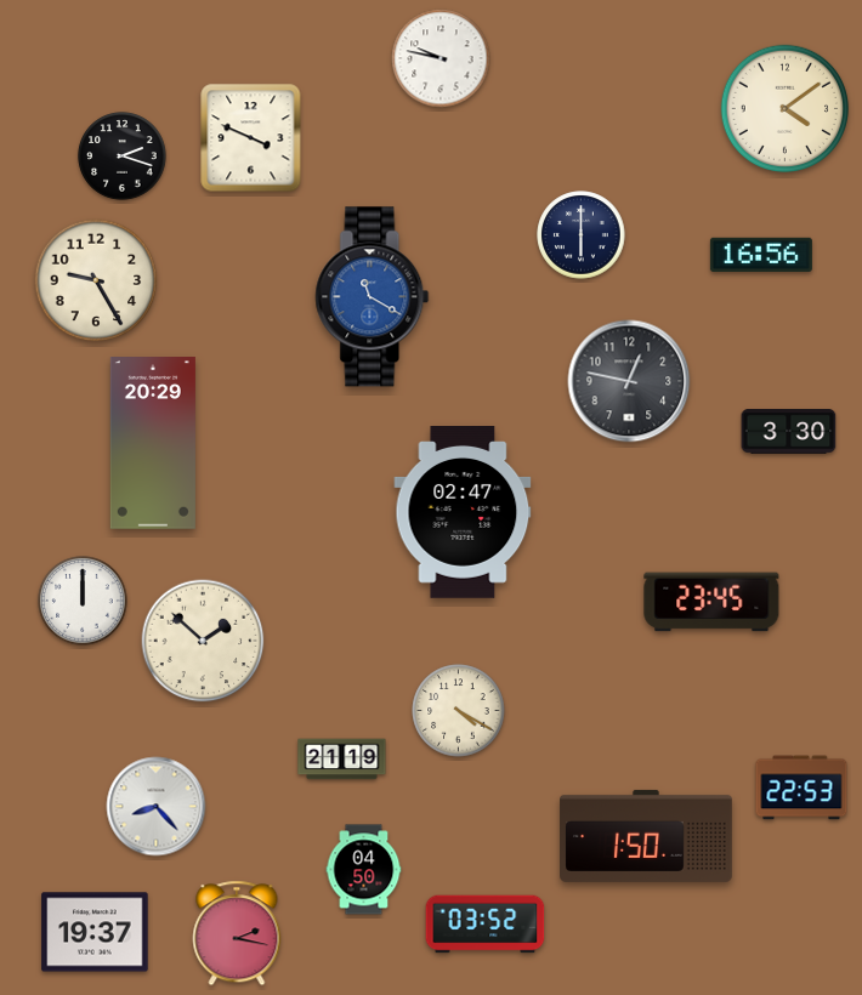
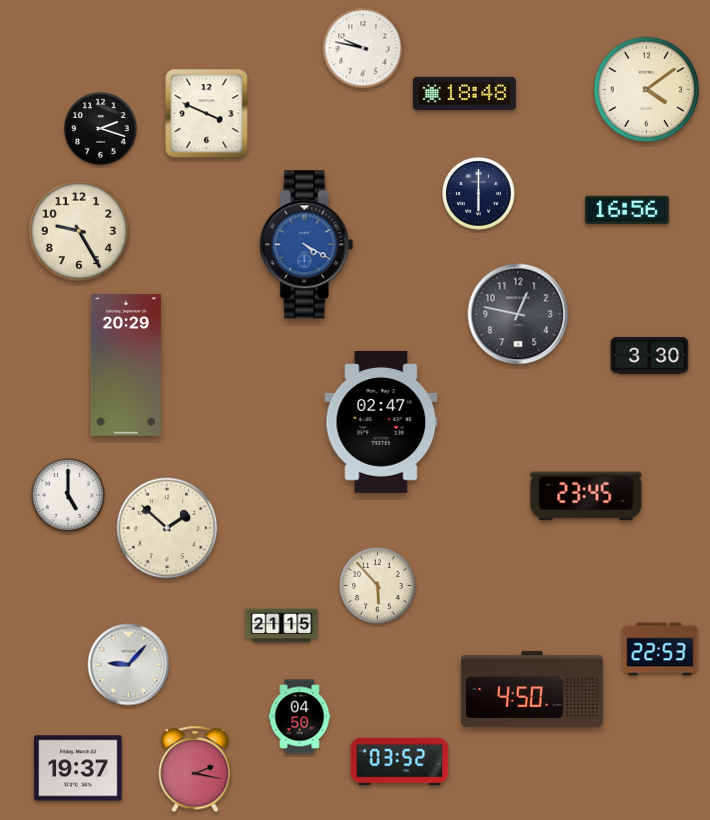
clock at (464, 93): none -> 18:48
clock at (373, 297): 11:20 -> 4:20
clock at (83, 601): 12:00 -> 5:00
clock at (459, 711): 4:20 -> 5:53
clock at (342, 760): 21:19 -> 21:15
clock at (157, 807): 8:23 -> 9:07
clock at (646, 836): 1:50 -> 4:50
